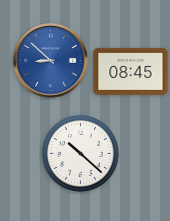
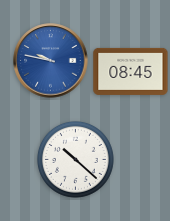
clock at (51, 61): 8:52 -> 9:47
clock at (80, 153) position: (80, 153) -> (75, 159)
